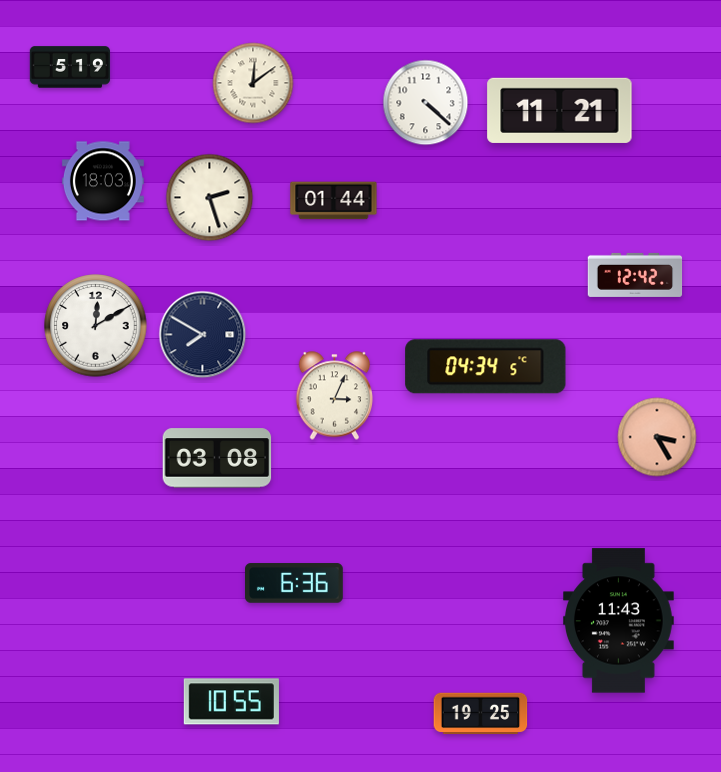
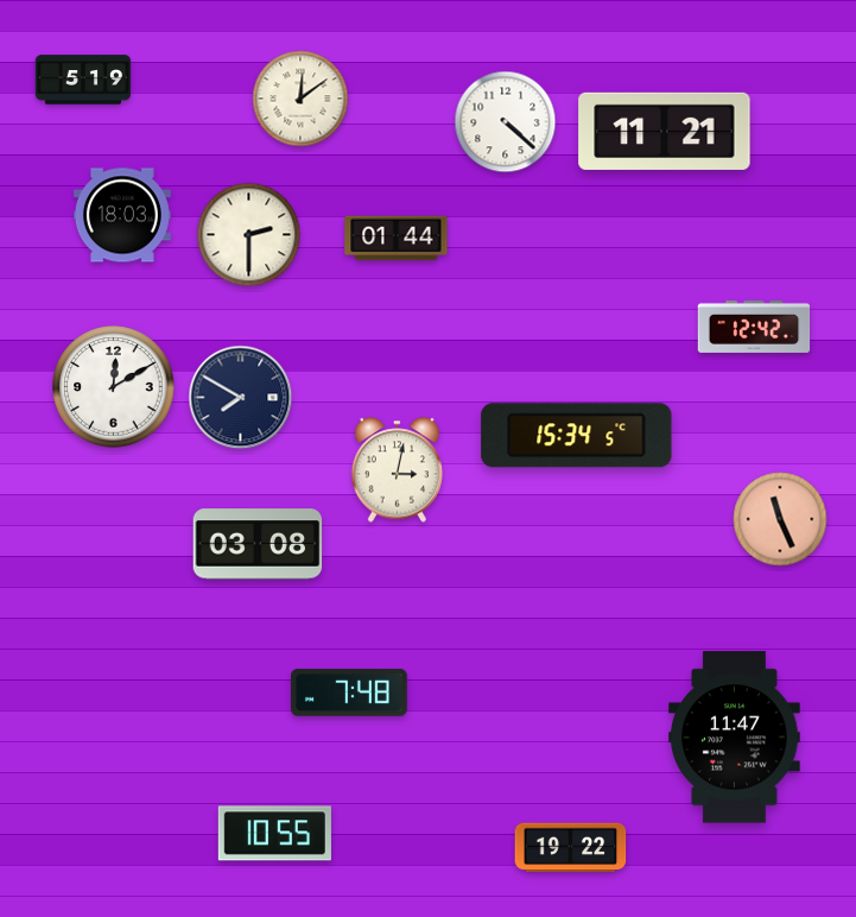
clock at (210, 198): 2:27 -> 2:30
clock at (486, 367): 04:34 -> 15:34
clock at (335, 396): 3:04 -> 3:02
clock at (657, 437): 3:25 -> 11:26
clock at (295, 583): 6:36 -> 7:48
clock at (619, 621): 11:43 -> 11:47
clock at (481, 714): 19:25 -> 19:22
